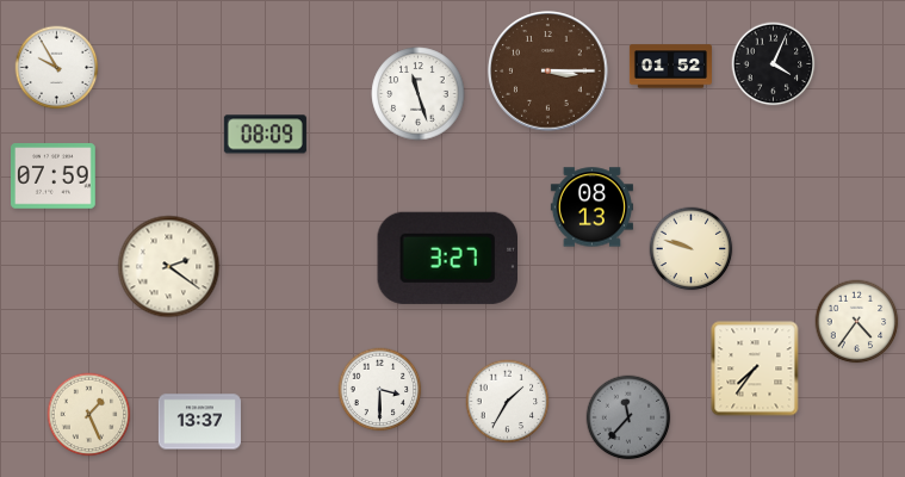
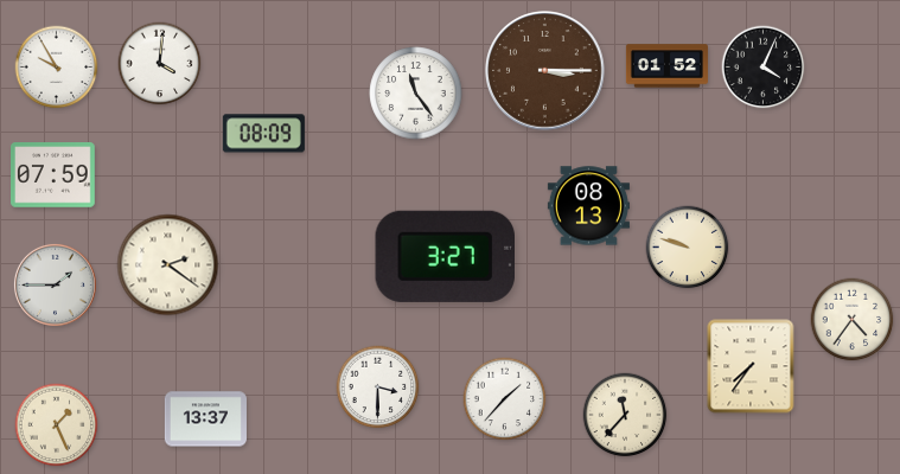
clock at (160, 64): none -> 4:01
clock at (774, 64) position: (774, 64) -> (764, 68)
clock at (419, 94): 11:27 -> 11:24
clock at (55, 284): none -> 1:45
clock at (508, 402): 1:35 -> 1:37
clock at (89, 415) position: (89, 415) -> (57, 425)
clock at (628, 417) dial: grey -> cream
clock at (199, 422) position: (199, 422) -> (205, 419)
